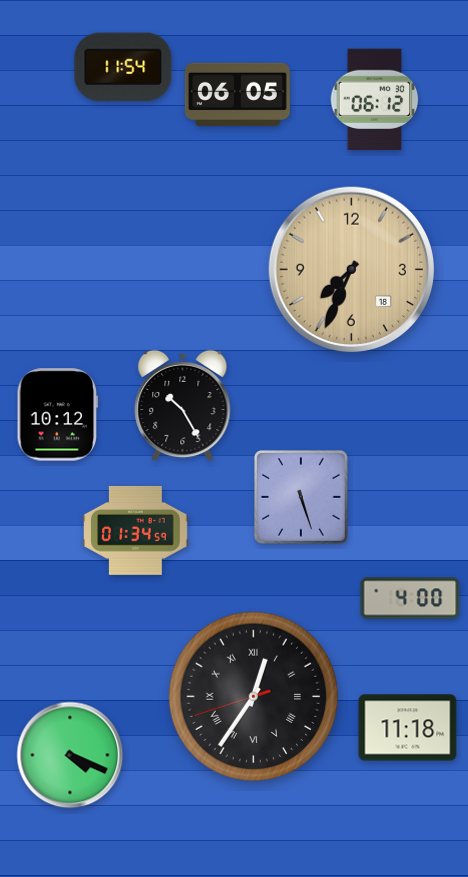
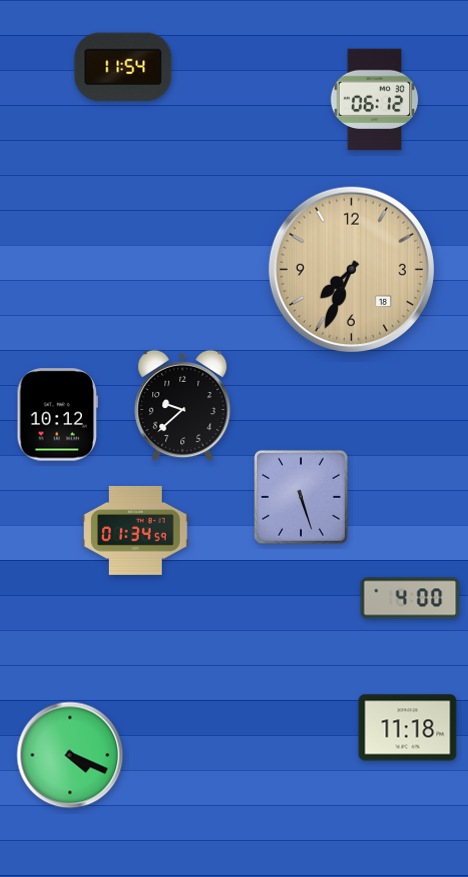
clock at (237, 94): 06:05 -> none
clock at (183, 406): 10:25 -> 9:38
clock at (254, 697): 12:35 -> none
